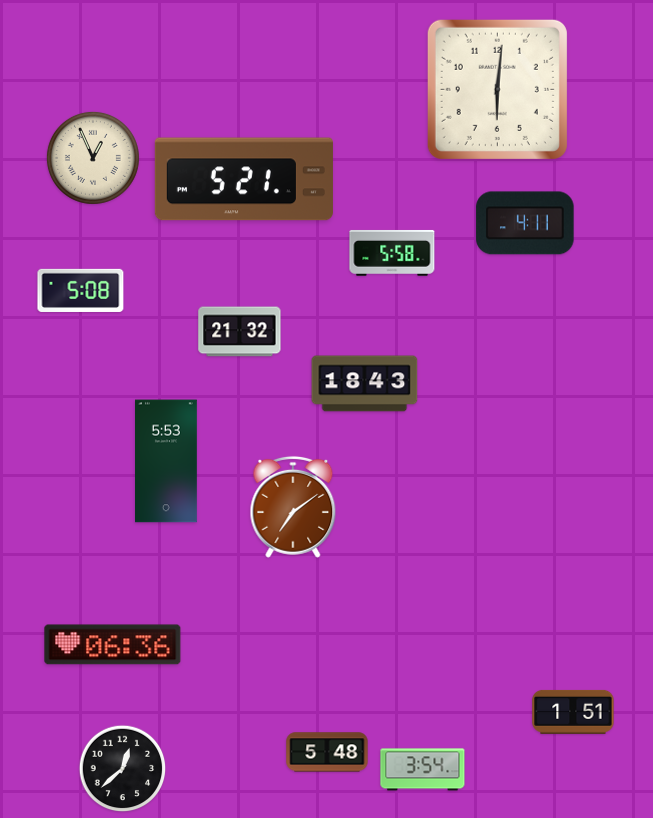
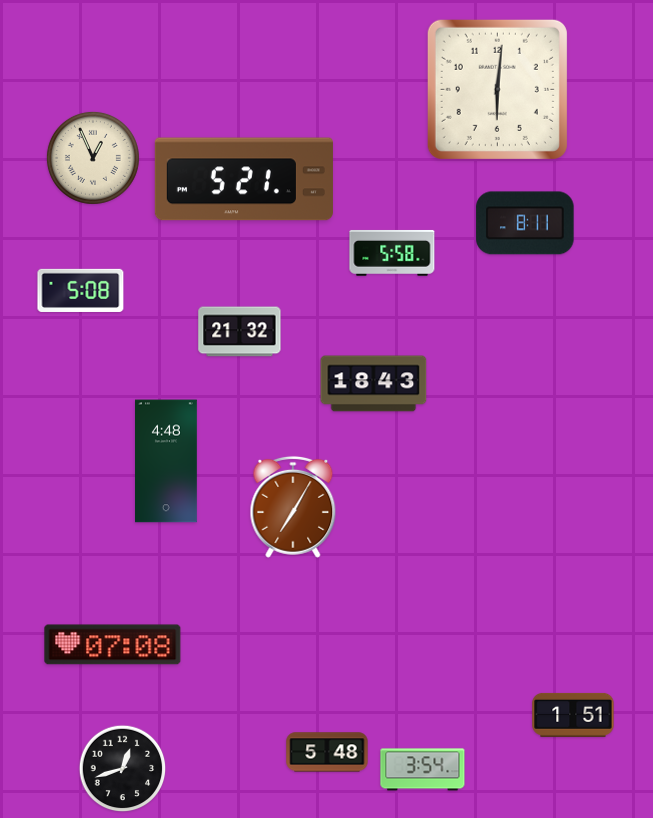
clock at (525, 223): 4:11 -> 8:11
clock at (365, 384) position: (365, 384) -> (374, 384)
clock at (167, 461): 5:53 -> 4:48
clock at (293, 507): 7:09 -> 7:05
clock at (113, 645): 06:36 -> 07:08
clock at (573, 712) position: (573, 712) -> (573, 715)
clock at (123, 769): 12:38 -> 12:42
